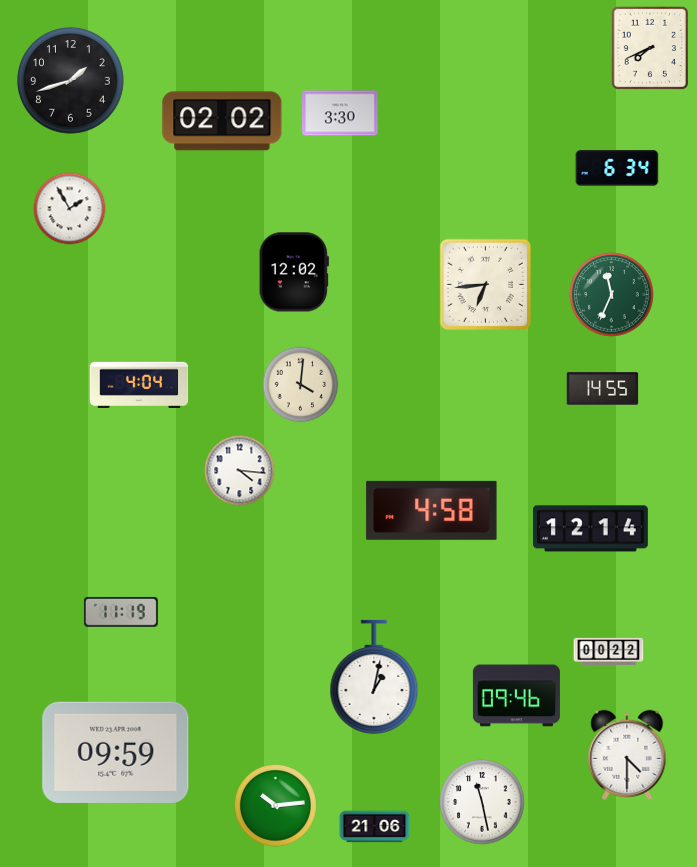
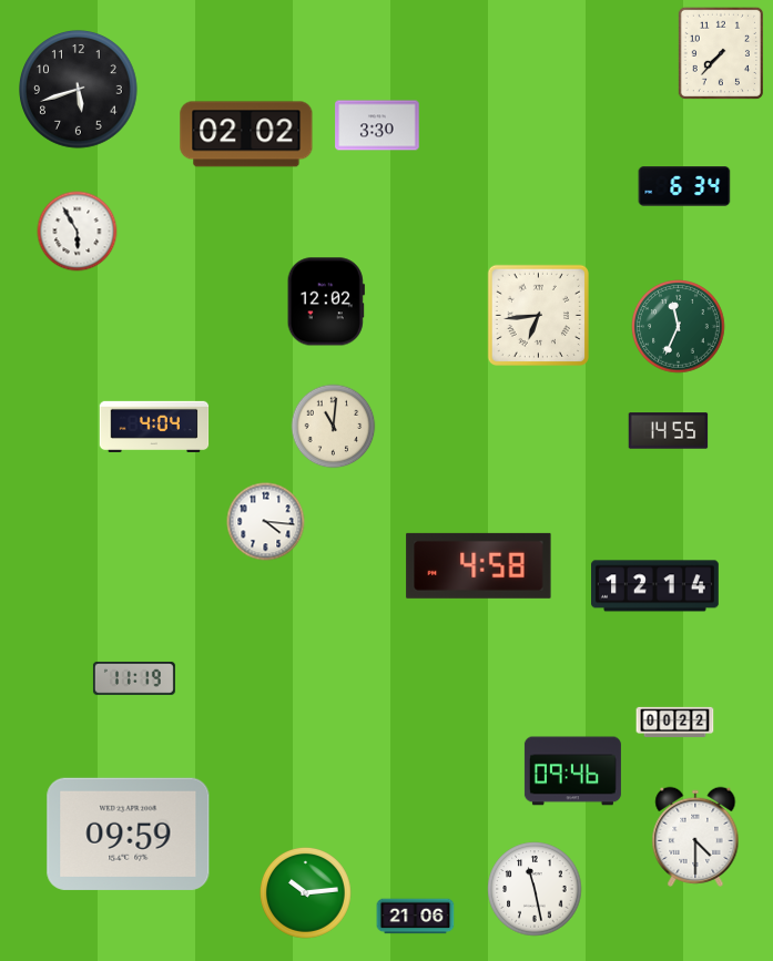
clock at (650, 48): 7:41 -> 7:37
clock at (71, 81): 1:42 -> 5:42
clock at (70, 209): 1:55 -> 5:55
clock at (301, 385): 4:01 -> 11:01
clock at (374, 677): 1:02 -> none
